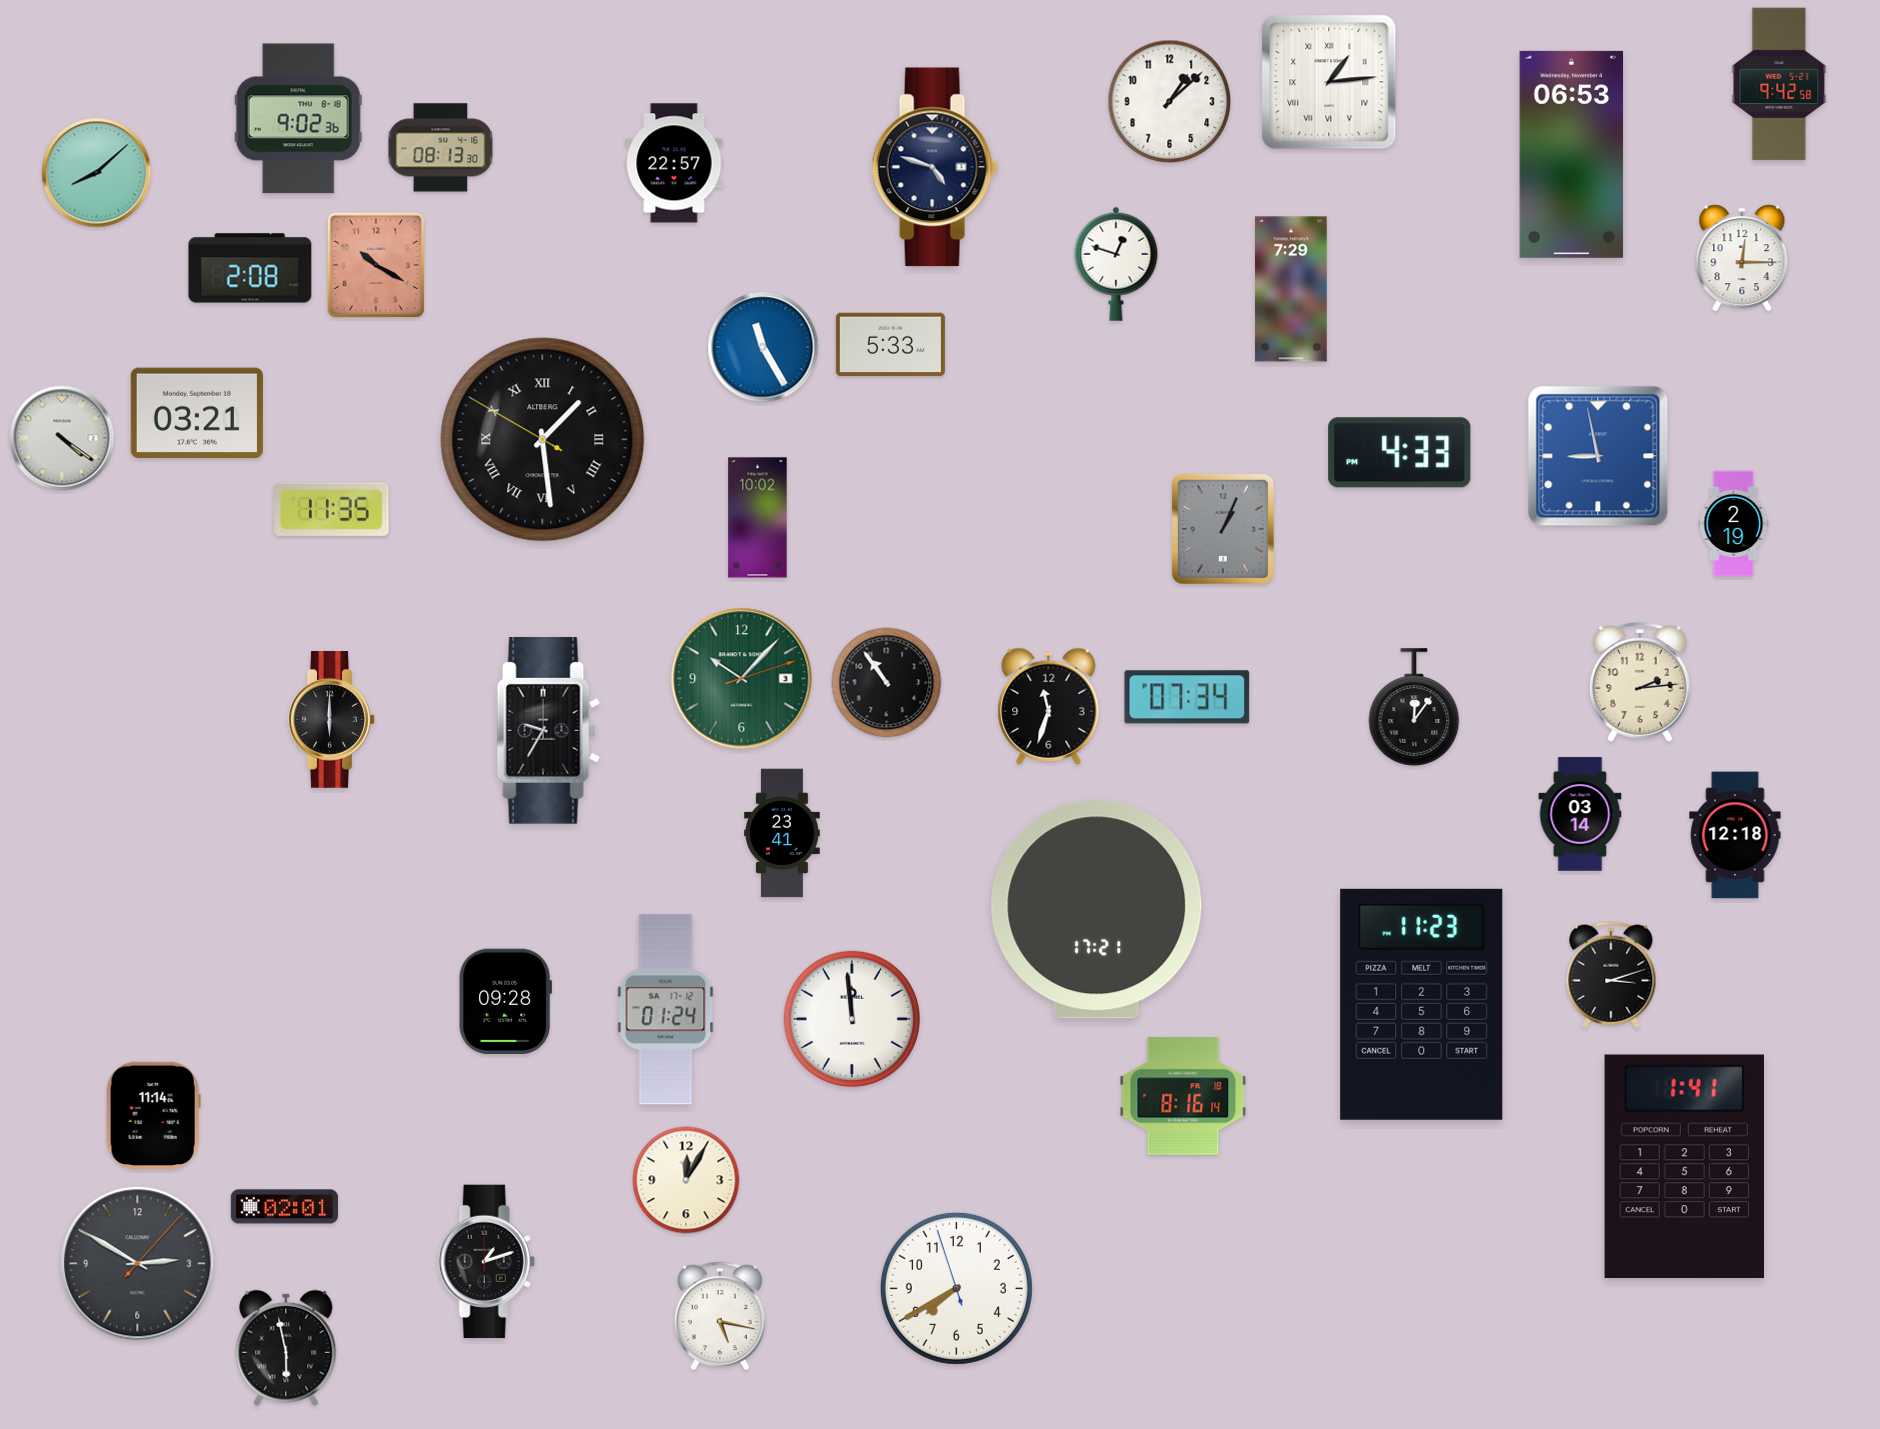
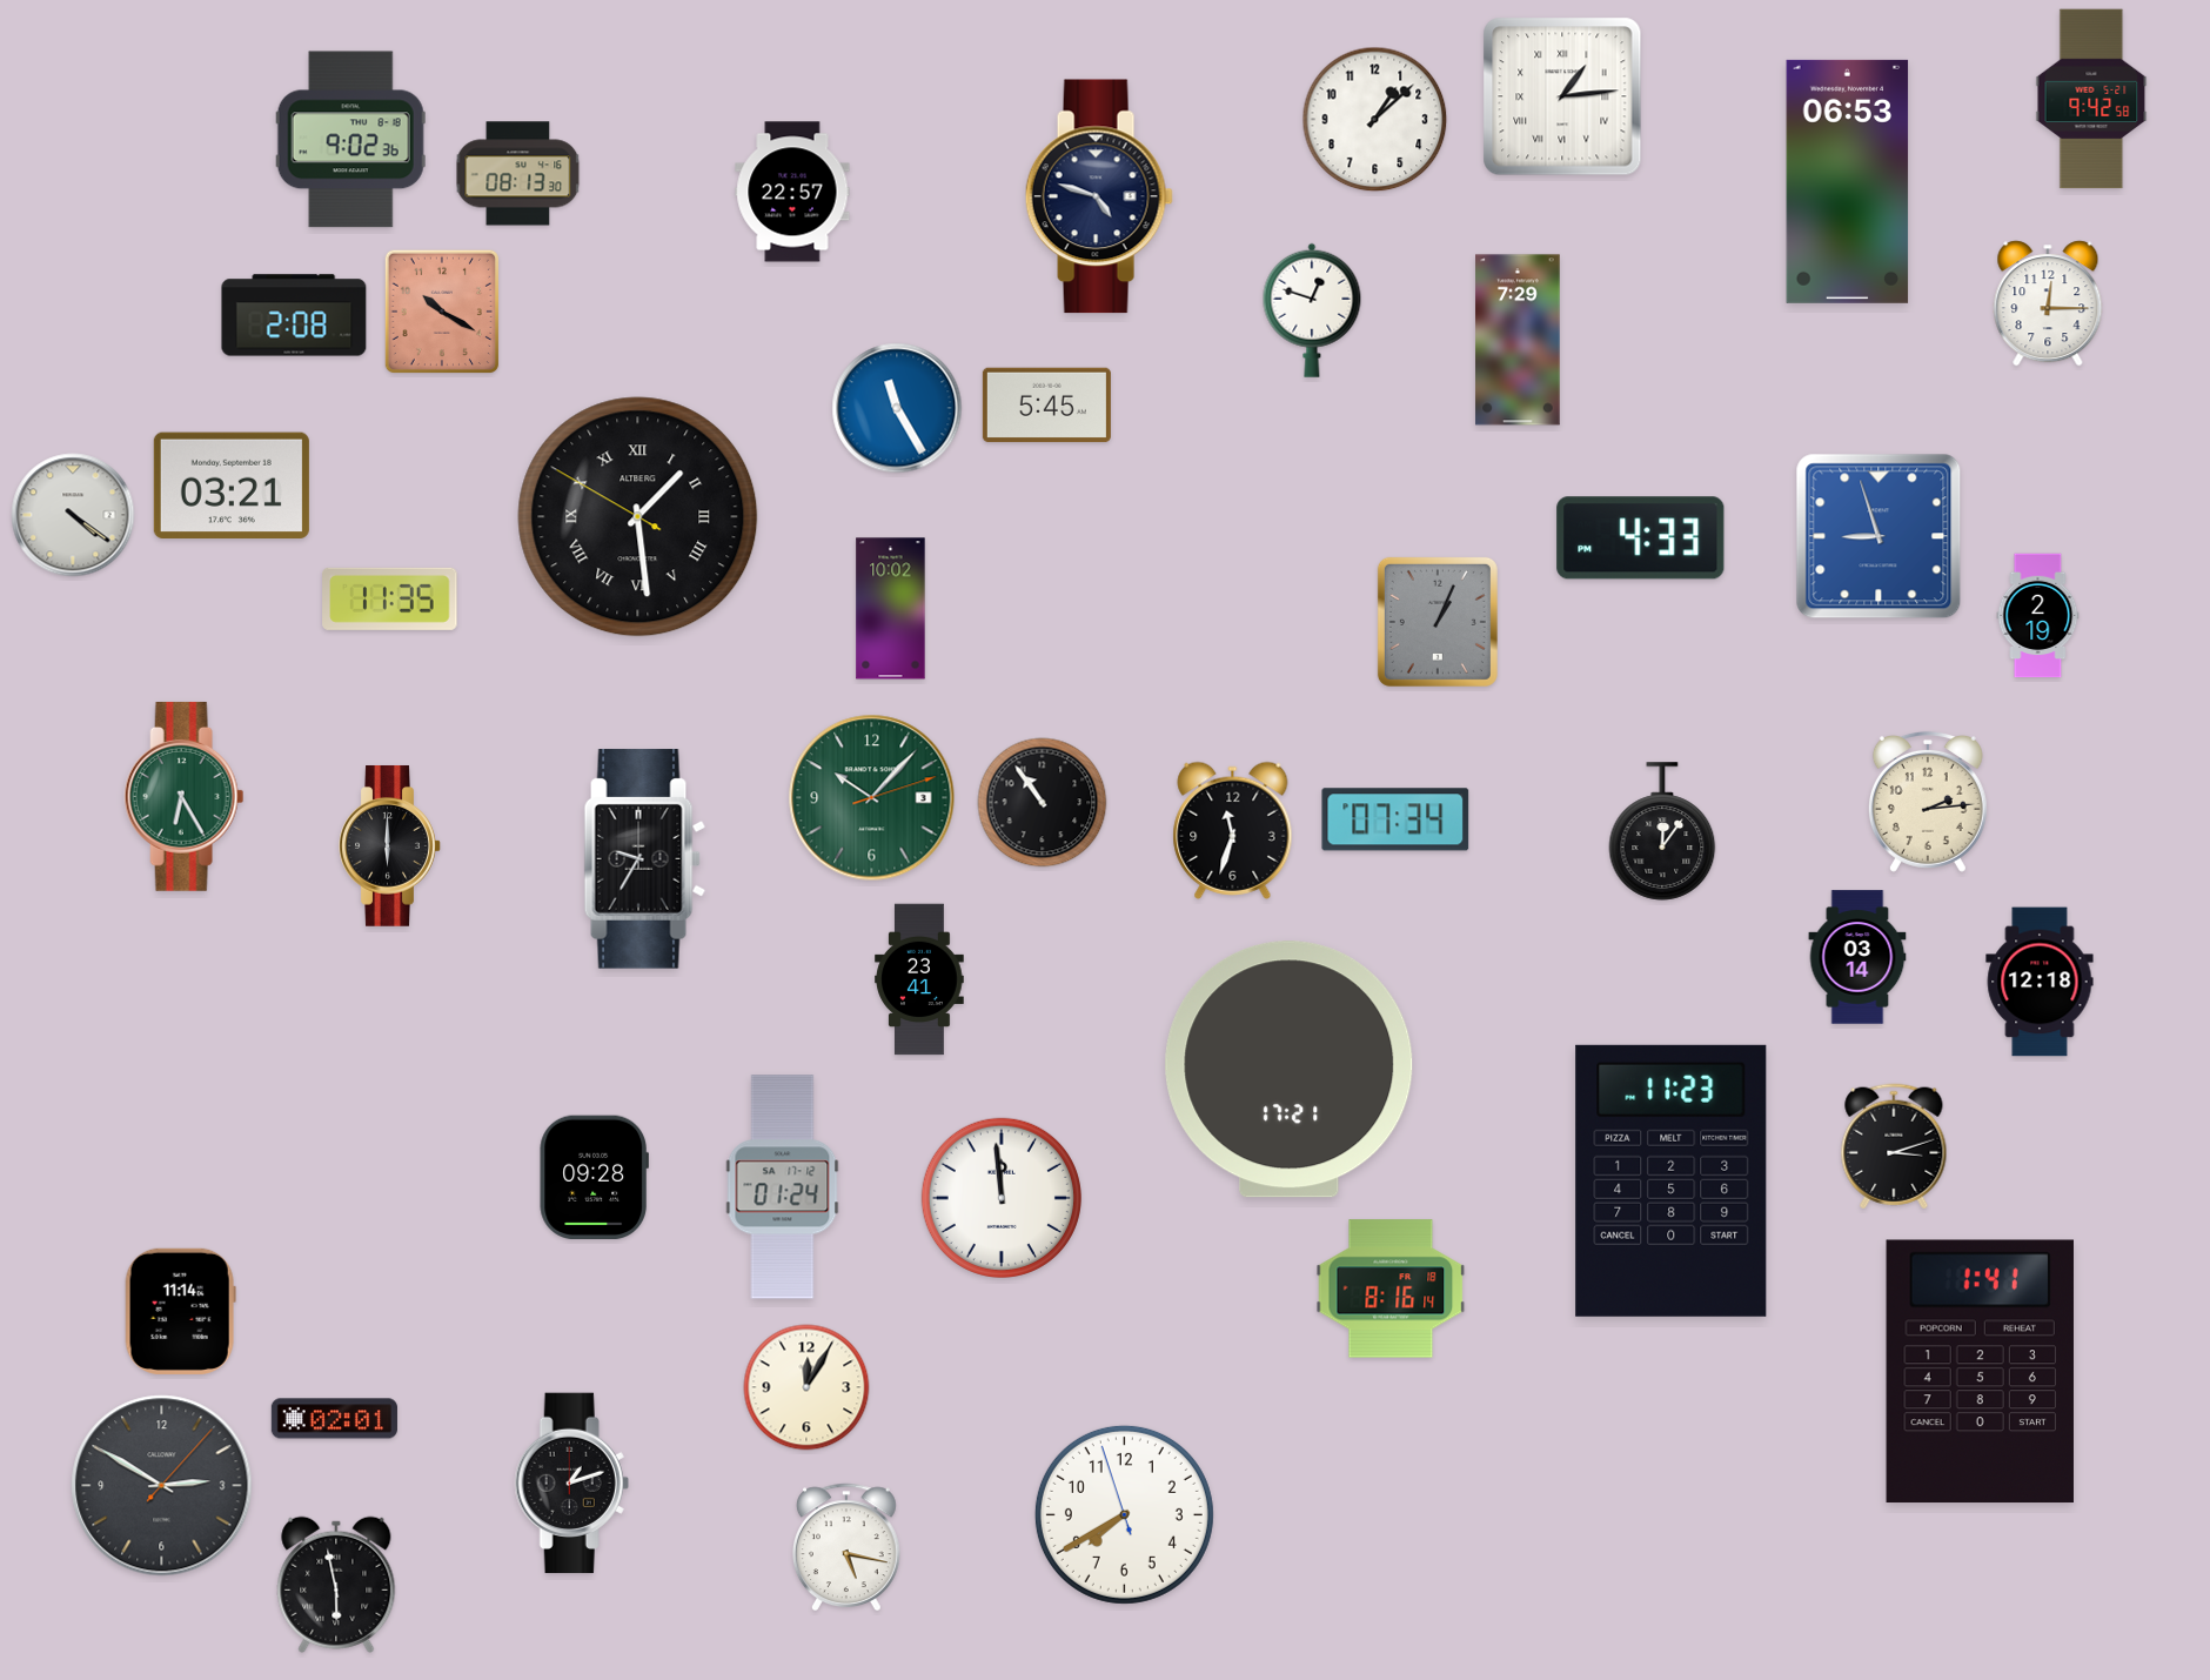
clock at (97, 173): 8:08 -> none
clock at (890, 345): 5:33 -> 5:45
clock at (1400, 453) position: (1400, 453) -> (1641, 538)
clock at (1598, 456): 8:58 -> 8:57
clock at (185, 796): none -> 6:25
